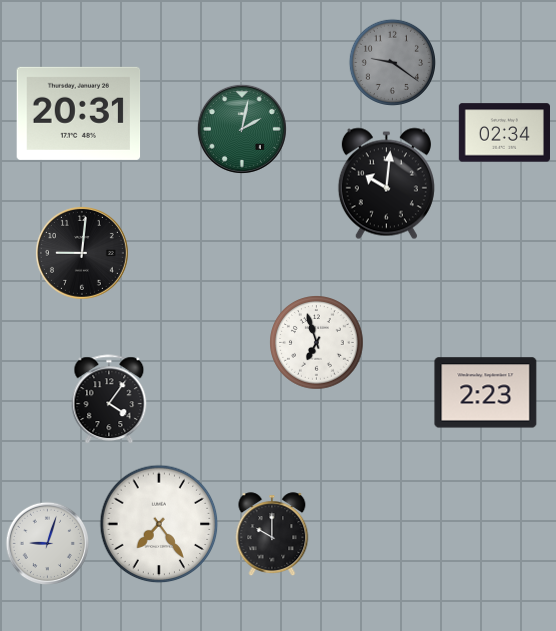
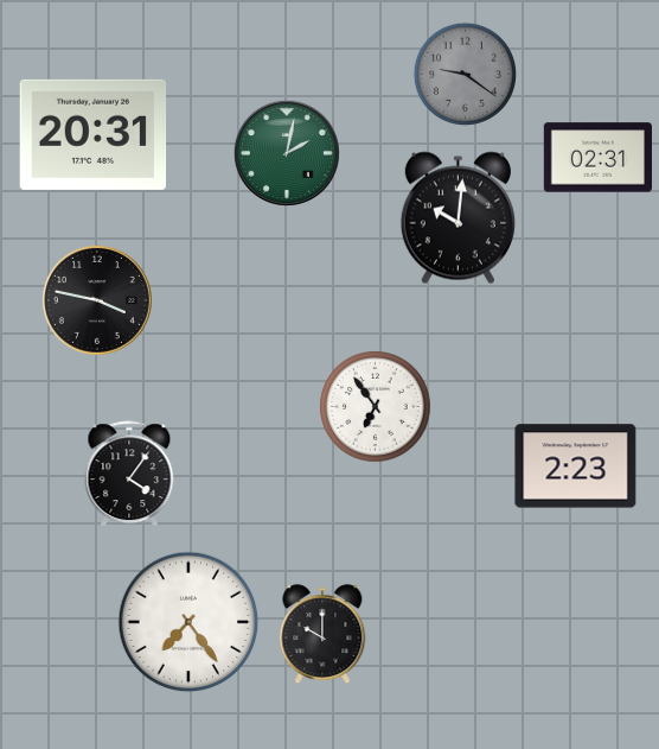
clock at (504, 133): 02:34 -> 02:31
clock at (82, 253): 9:01 -> 3:47
clock at (317, 343): 6:57 -> 6:54
clock at (47, 543): 9:03 -> none
